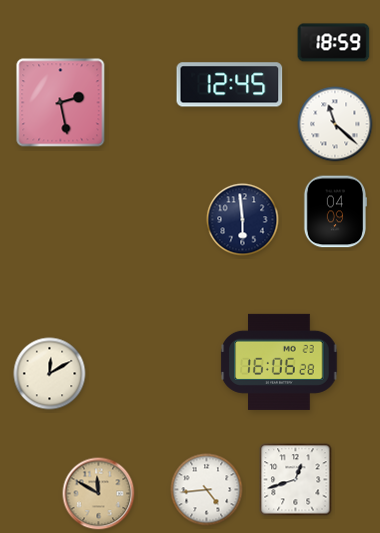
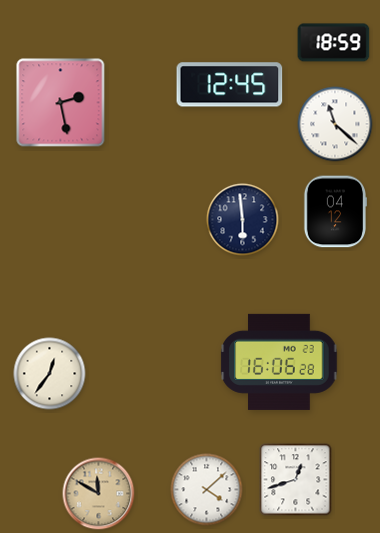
clock at (334, 212): 04:09 -> 04:12
clock at (50, 374): 12:10 -> 12:36
clock at (207, 490): 4:44 -> 4:08
